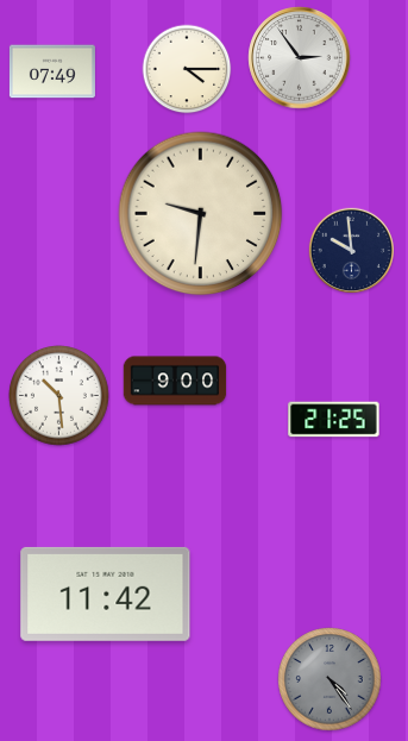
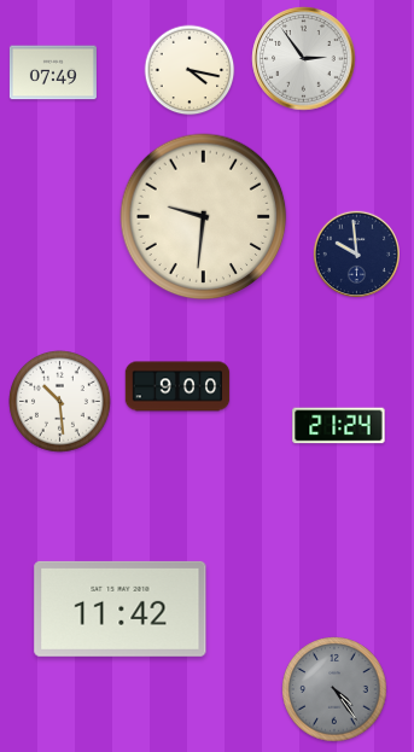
clock at (187, 69): 4:15 -> 4:17
clock at (334, 420): 21:25 -> 21:24
clock at (106, 594) position: (106, 594) -> (121, 608)
